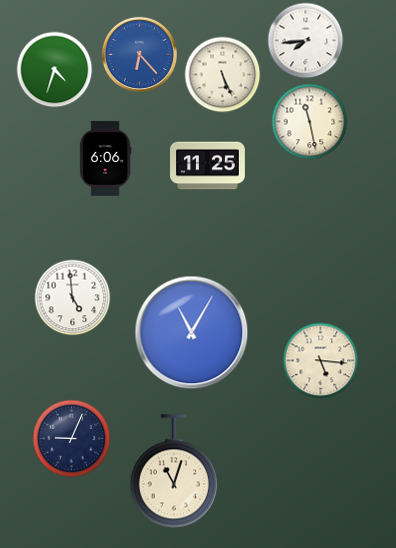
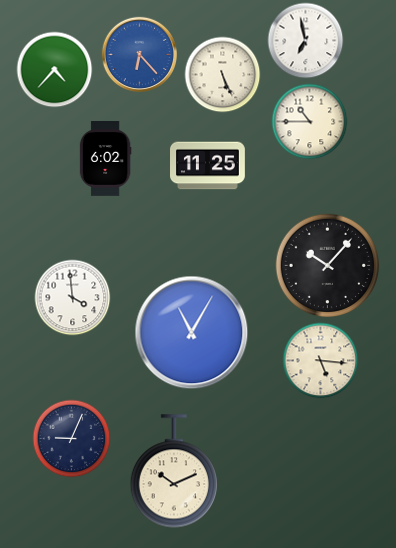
clock at (306, 41): 7:44 -> 6:58
clock at (55, 70): 4:33 -> 4:37
clock at (310, 122): 11:28 -> 10:45
clock at (105, 159): 6:06 -> 6:02
clock at (328, 266): none -> 10:07
clock at (73, 298): 4:59 -> 3:59
clock at (174, 471): 11:03 -> 10:11
